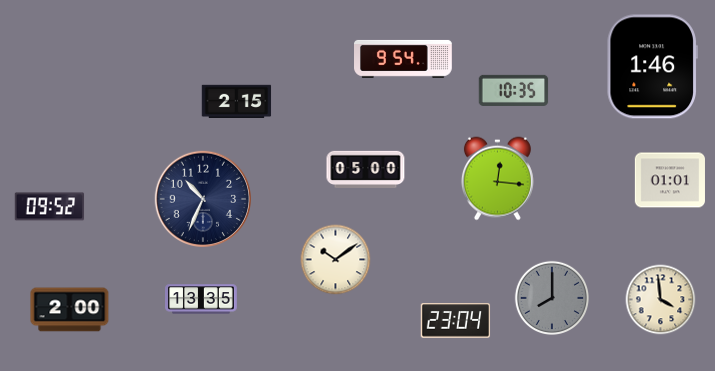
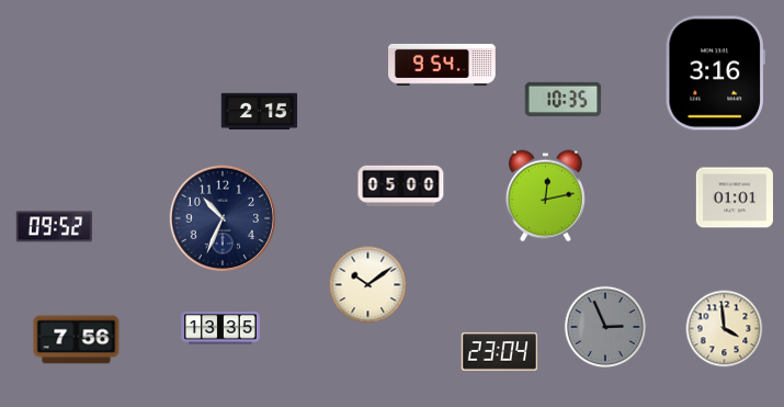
clock at (652, 67): 1:46 -> 3:16
clock at (497, 179): 12:16 -> 12:13
clock at (551, 297): 8:00 -> 2:56
clock at (70, 310): 2:00 -> 7:56
